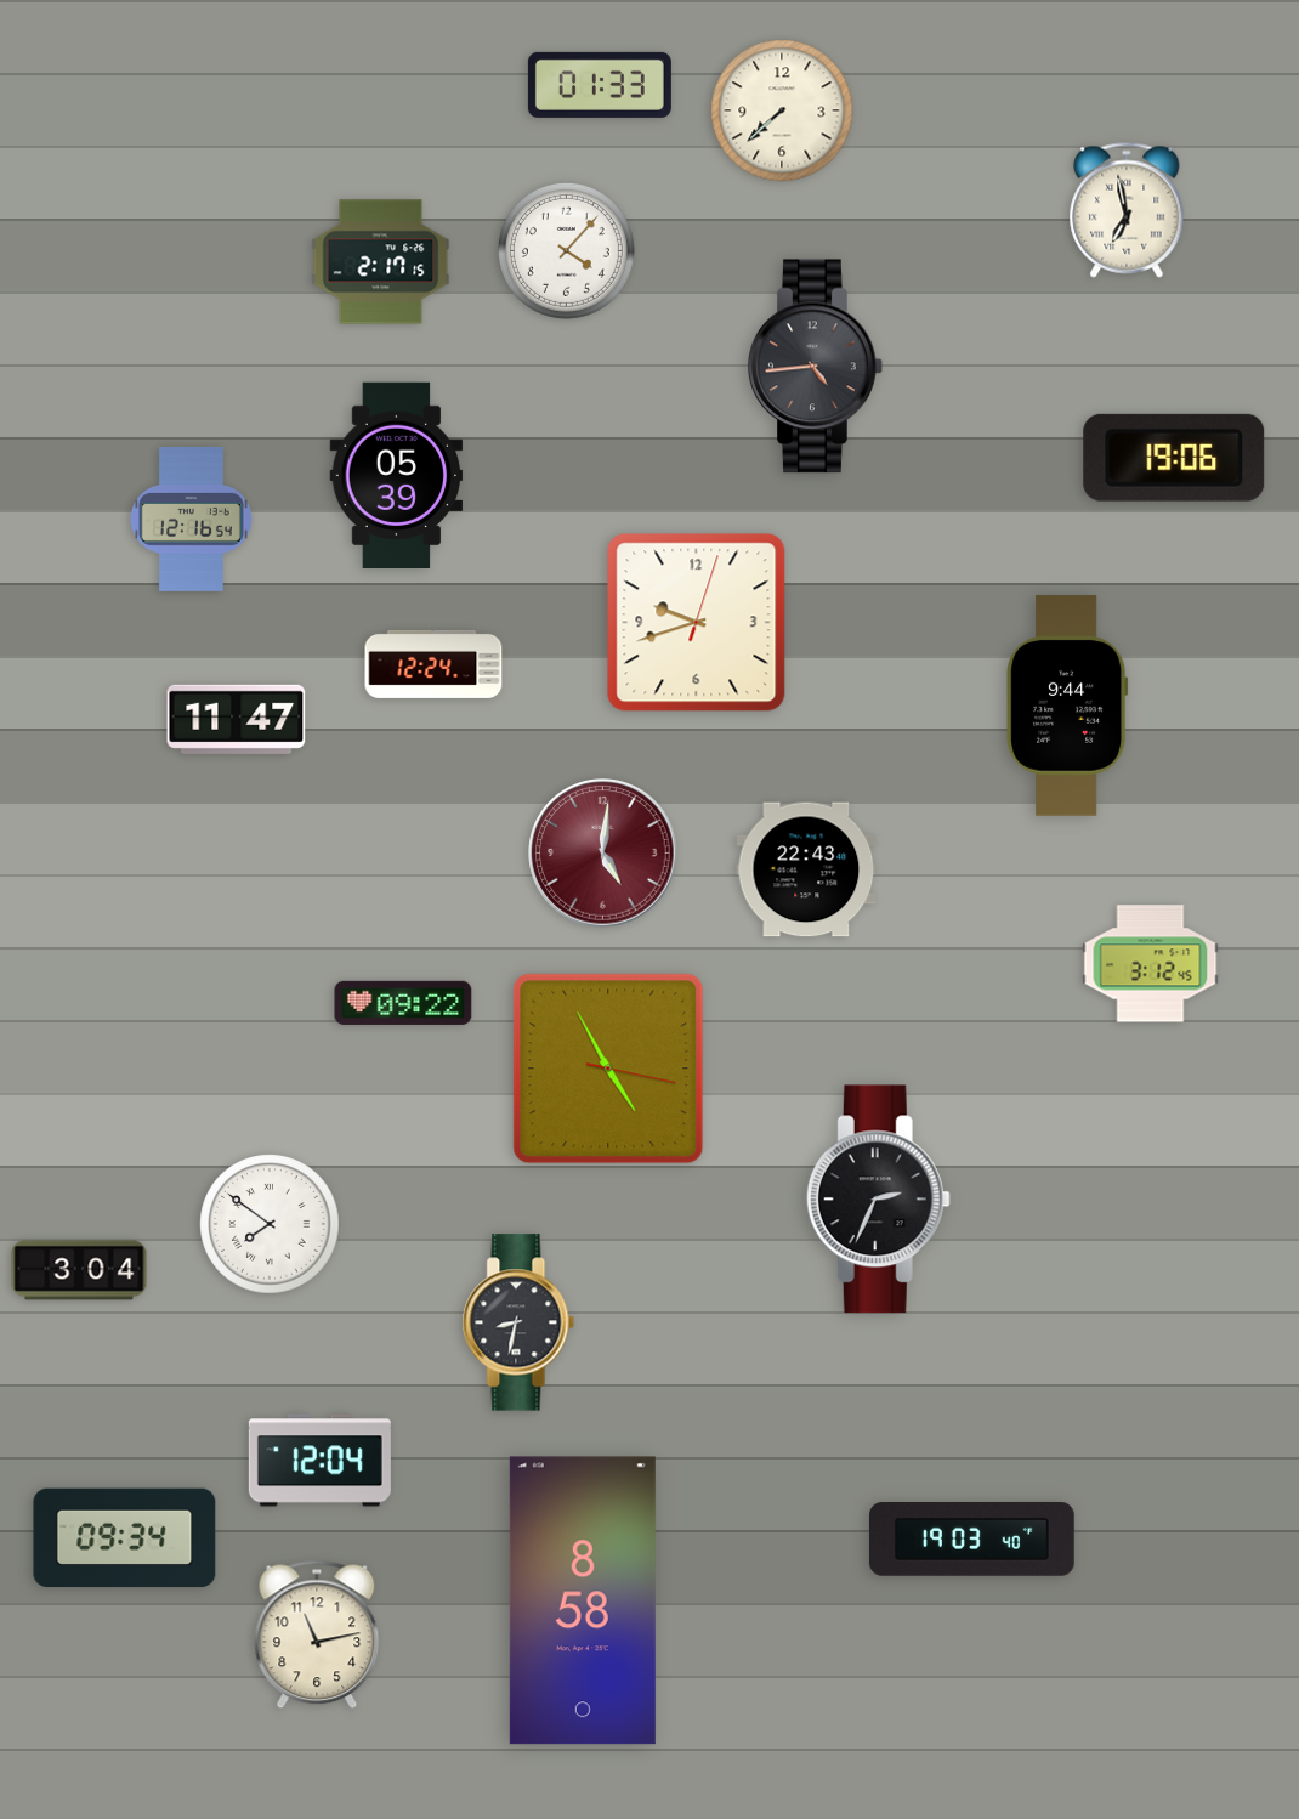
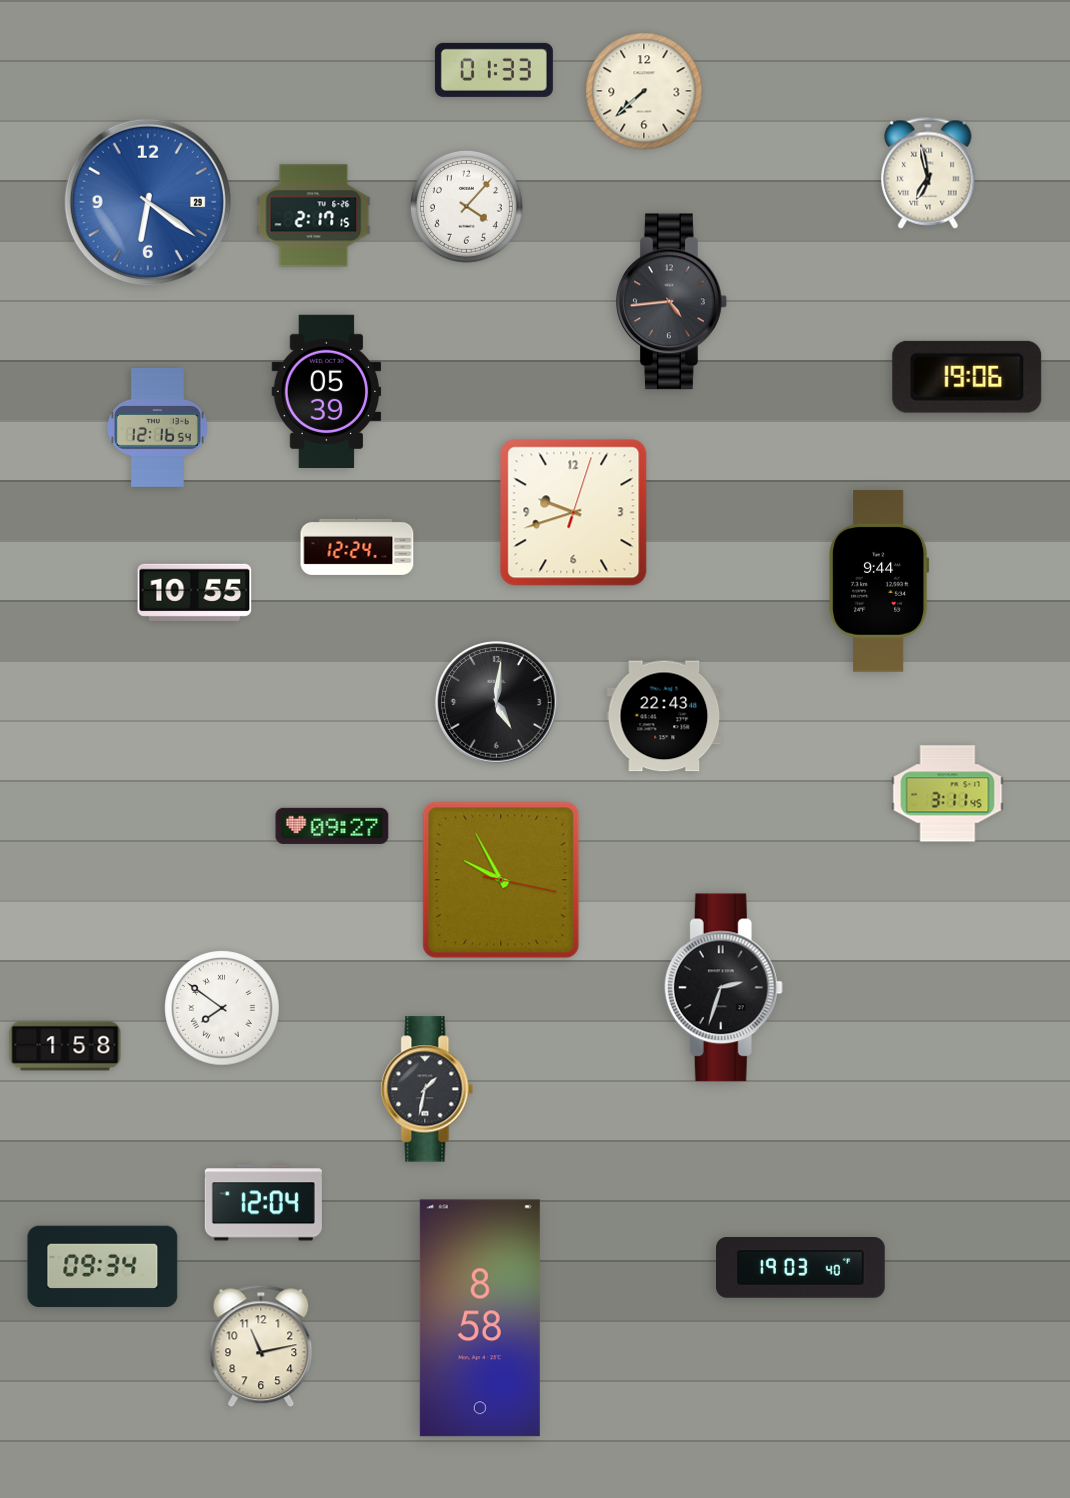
clock at (148, 202): none -> 6:21
clock at (237, 719): 11:47 -> 10:55
clock at (603, 854) dial: burgundy -> black
clock at (1151, 964): 3:12 -> 3:11
clock at (403, 1003): 09:22 -> 09:27
clock at (608, 1069): 4:55 -> 9:55
clock at (878, 1200): 2:34 -> 2:33
clock at (79, 1270): 3:04 -> 1:58
clock at (518, 1322): 8:32 -> 1:32
